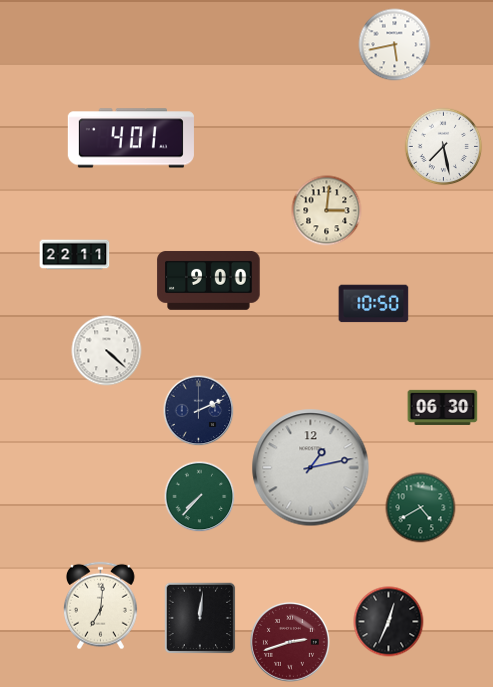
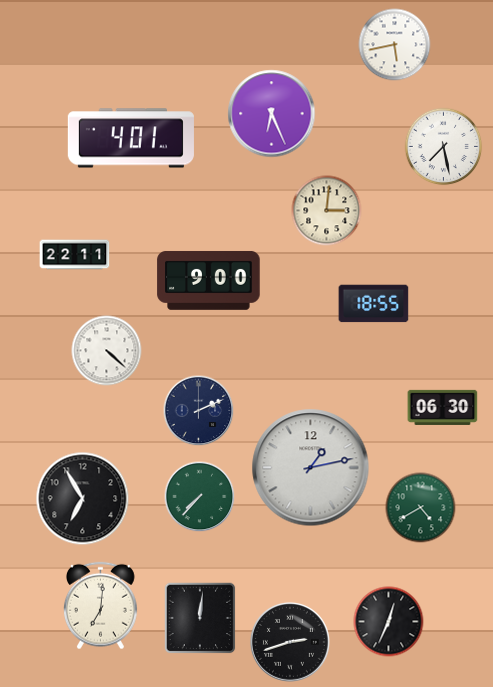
clock at (272, 114): none -> 6:26
clock at (374, 304): 10:50 -> 18:55
clock at (83, 499): none -> 6:55
clock at (290, 642) dial: burgundy -> black
